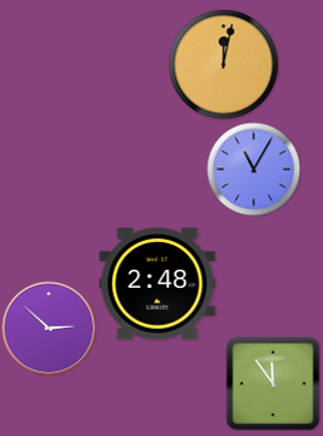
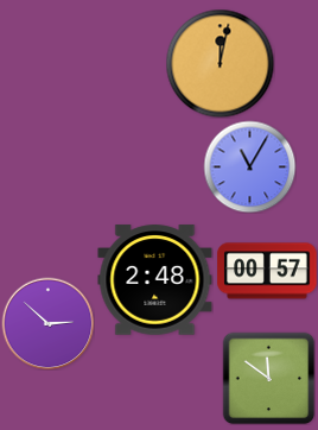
clock at (267, 271): none -> 00:57
clock at (272, 383): 11:54 -> 11:51
